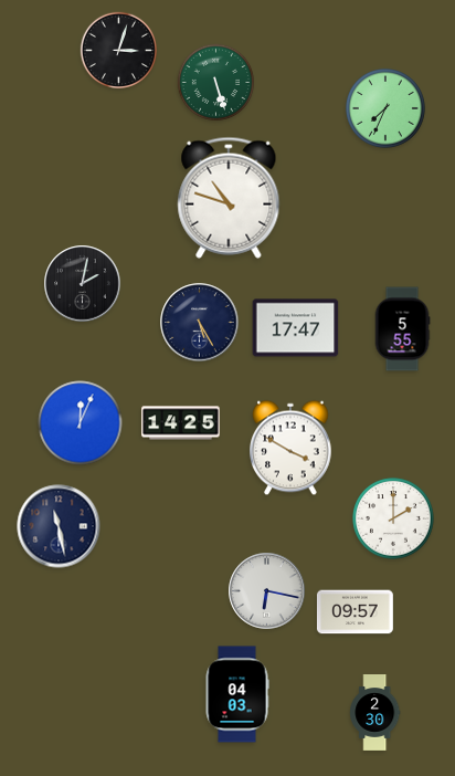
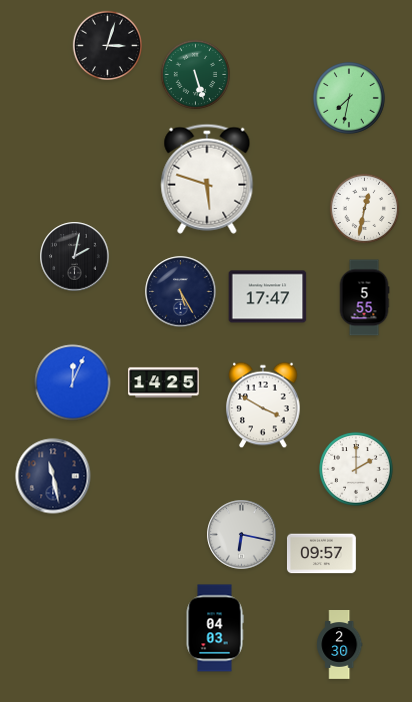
clock at (385, 108): 7:34 -> 7:32
clock at (229, 198): 10:48 -> 5:48
clock at (364, 208): none -> 12:32
